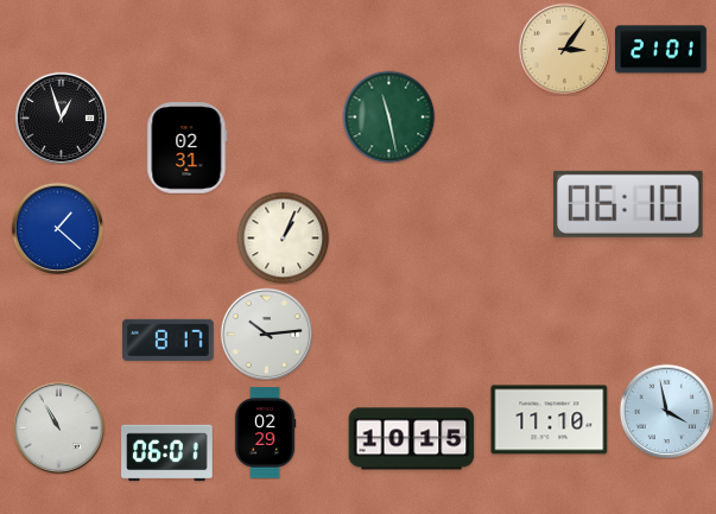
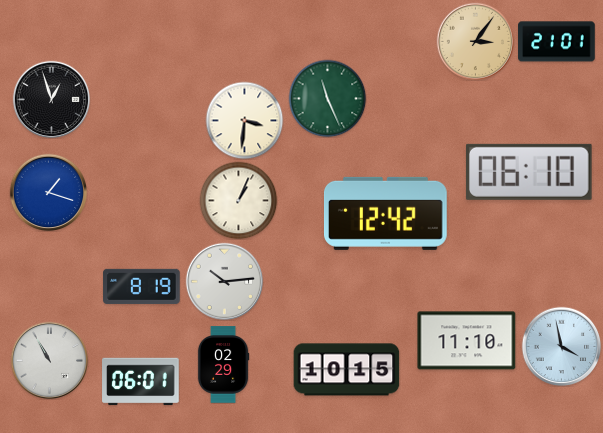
clock at (388, 116): 11:28 -> 11:26
clock at (244, 120): none -> 3:31
clock at (188, 148): 02:31 -> none
clock at (57, 228): 1:22 -> 1:18
clock at (385, 213): none -> 12:42
clock at (169, 340): 8:17 -> 8:19
clock at (550, 420) position: (550, 420) -> (467, 341)
